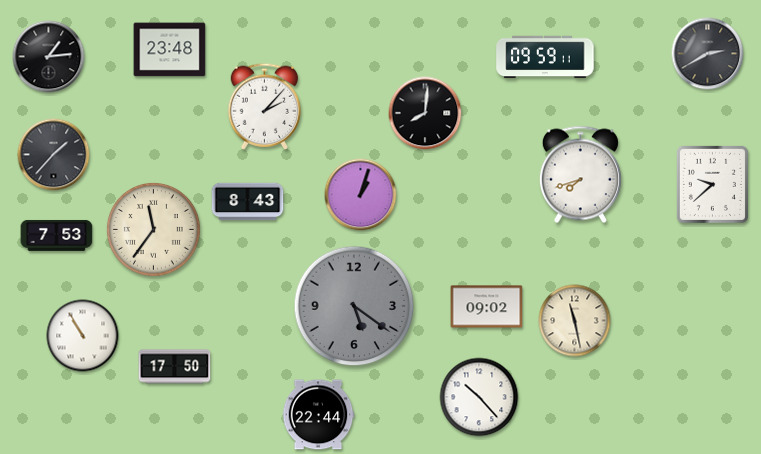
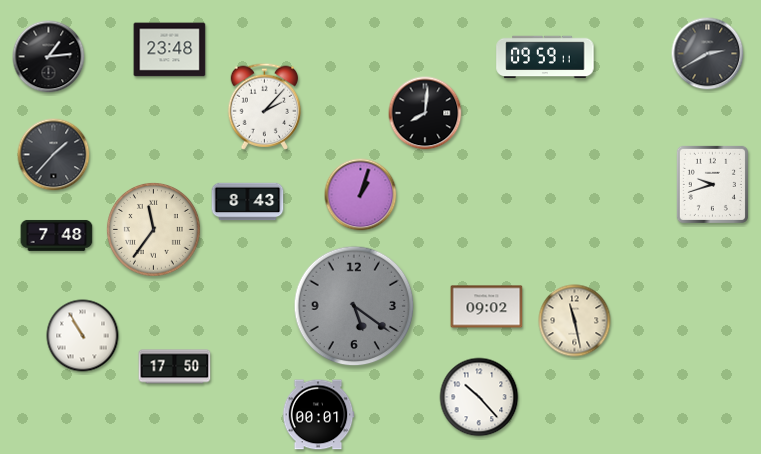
clock at (580, 175): 7:42 -> none
clock at (712, 184): 9:38 -> 9:42
clock at (57, 235): 7:53 -> 7:48
clock at (318, 415): 22:44 -> 00:01
